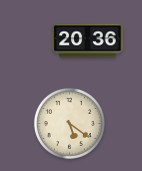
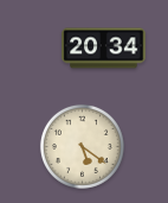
clock at (88, 41): 20:36 -> 20:34
